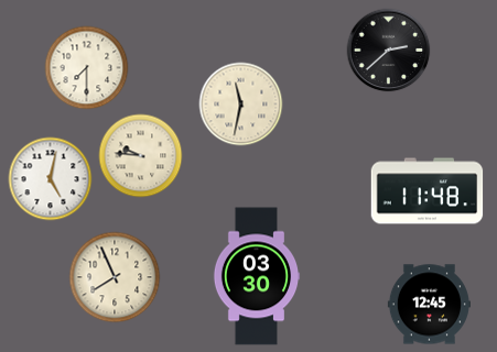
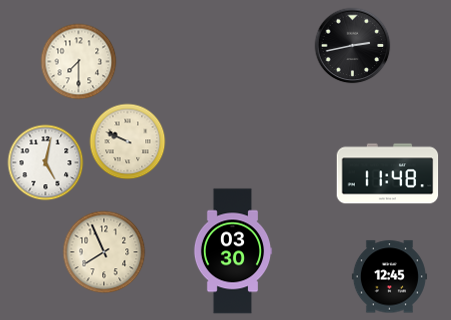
clock at (389, 51): 2:38 -> 2:43
clock at (241, 105): 11:32 -> none
clock at (141, 156): 9:46 -> 9:49
